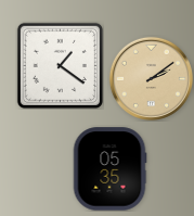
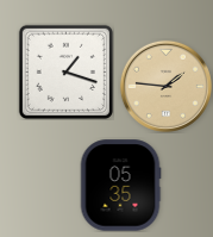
clock at (60, 65): 1:21 -> 1:18
clock at (151, 78): 2:09 -> 1:46
